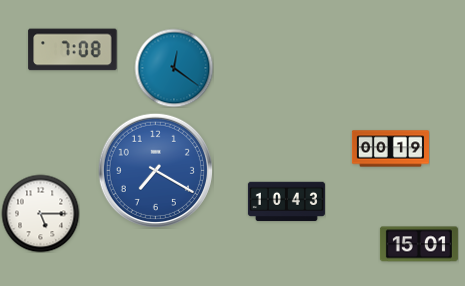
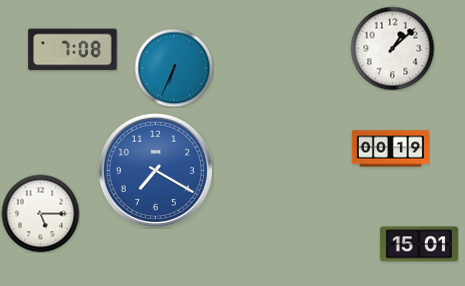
clock at (392, 48): none -> 1:08
clock at (174, 68): 12:21 -> 6:34
clock at (286, 202): 10:43 -> none
